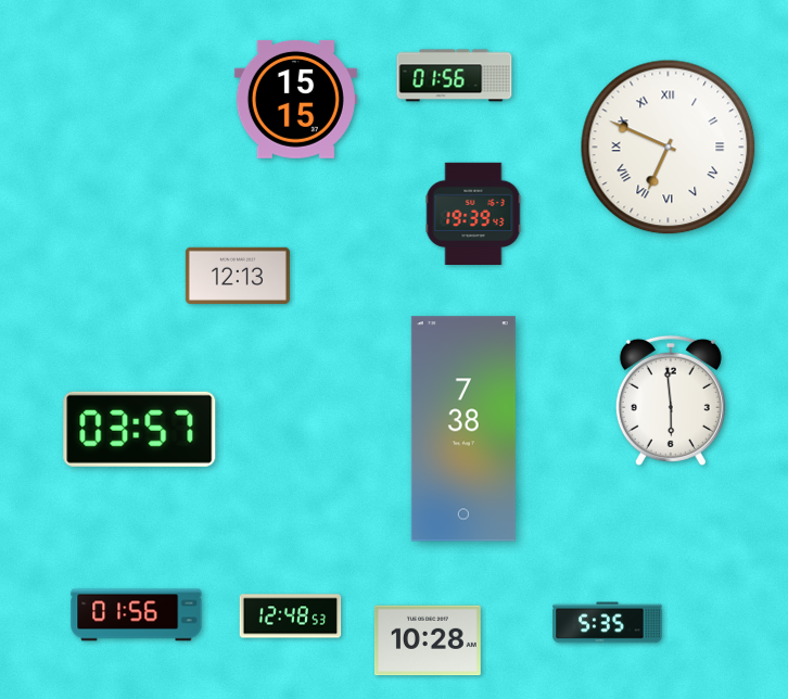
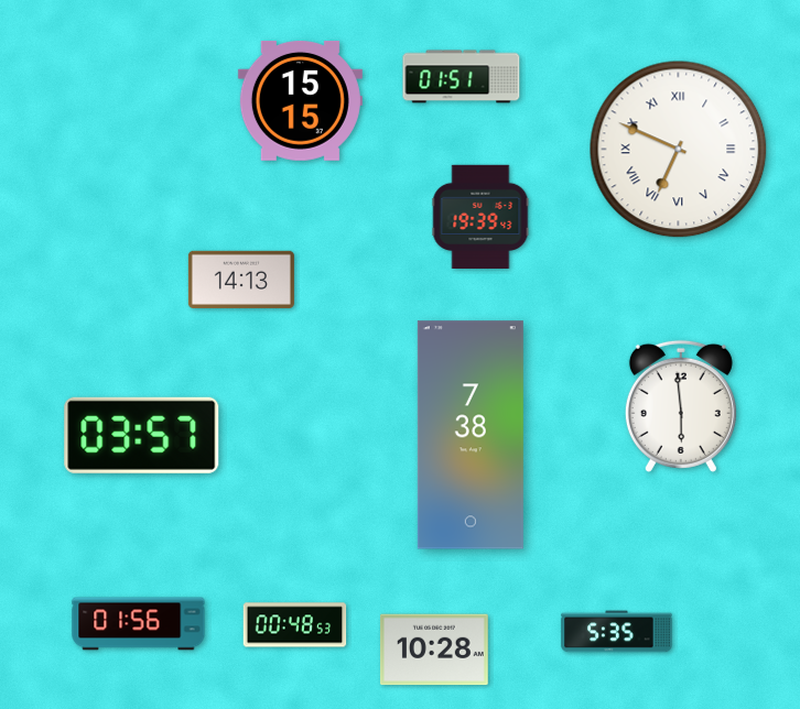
clock at (455, 76): 01:56 -> 01:51
clock at (238, 276): 12:13 -> 14:13
clock at (291, 617): 12:48 -> 00:48
